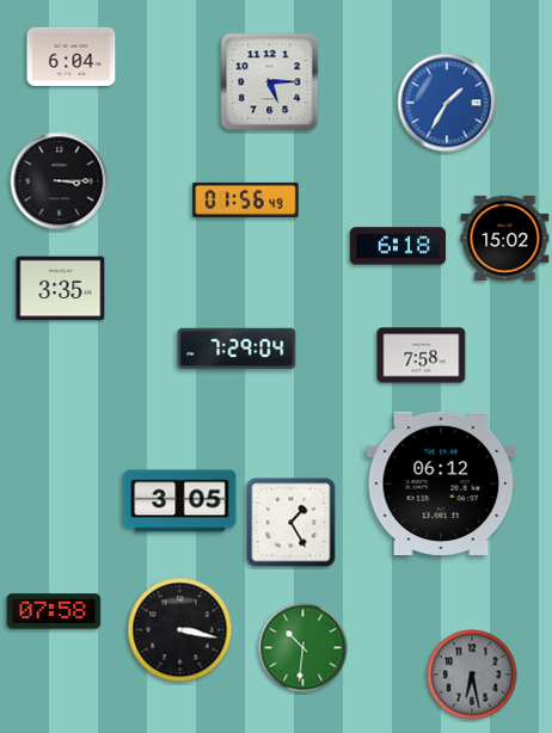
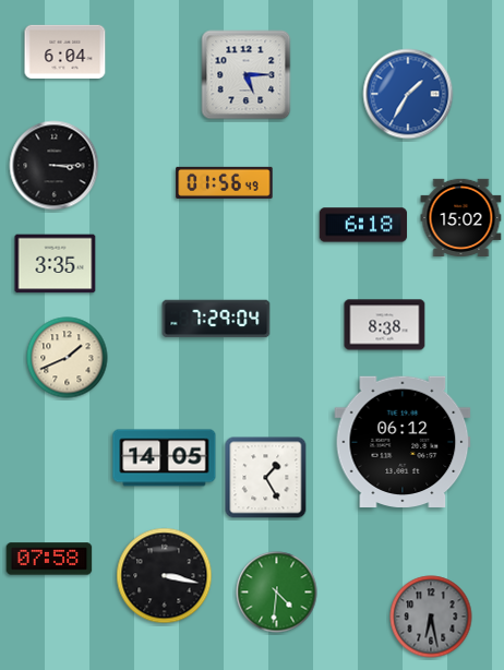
clock at (422, 356): 7:58 -> 8:38
clock at (68, 358): none -> 1:41
clock at (180, 501): 3:05 -> 14:05
clock at (303, 648): 10:31 -> 4:31
